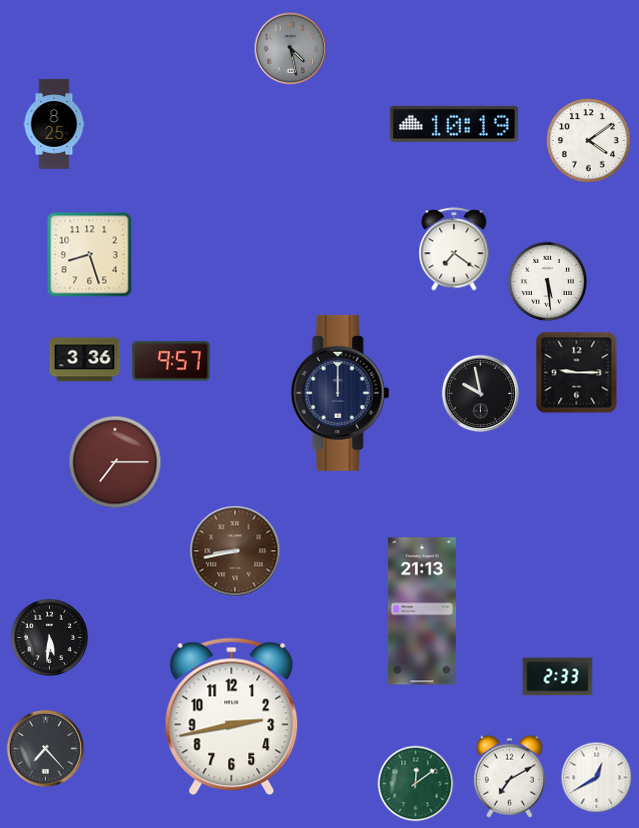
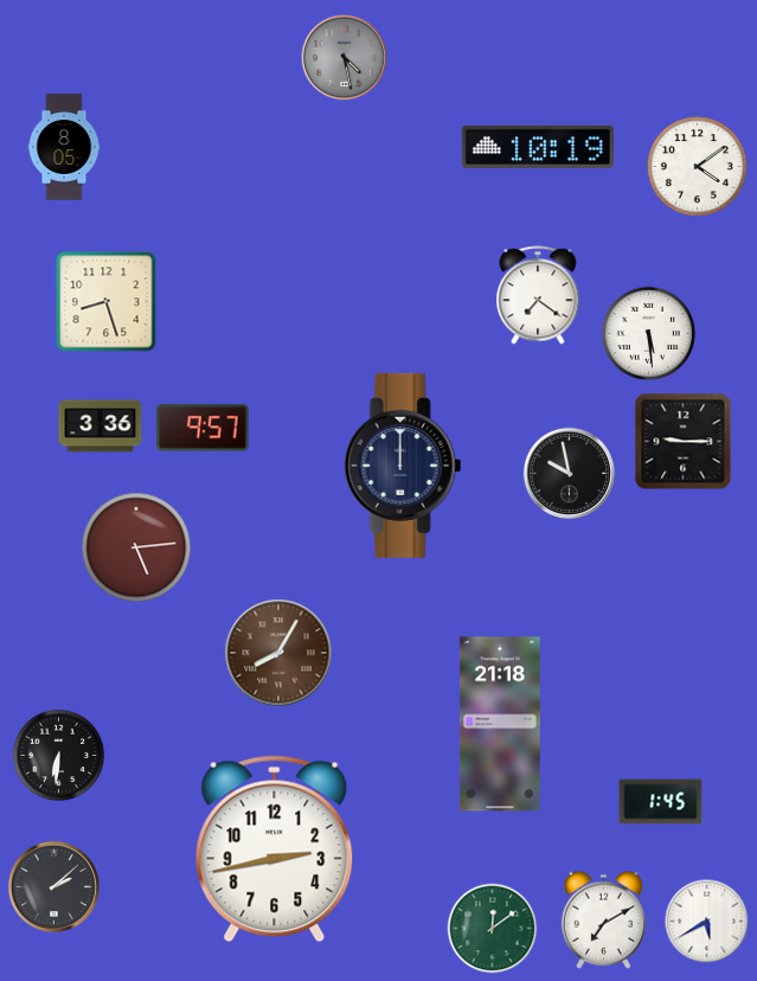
clock at (54, 124): 8:25 -> 8:05
clock at (480, 393) position: (480, 393) -> (569, 473)
clock at (115, 462): 7:15 -> 5:14
clock at (235, 551): 8:43 -> 8:05
clock at (422, 611): 21:13 -> 21:18
clock at (50, 638): 5:31 -> 6:31
clock at (558, 677): 2:33 -> 1:45
clock at (45, 748): 7:23 -> 2:08
clock at (597, 778): 12:40 -> 5:40
